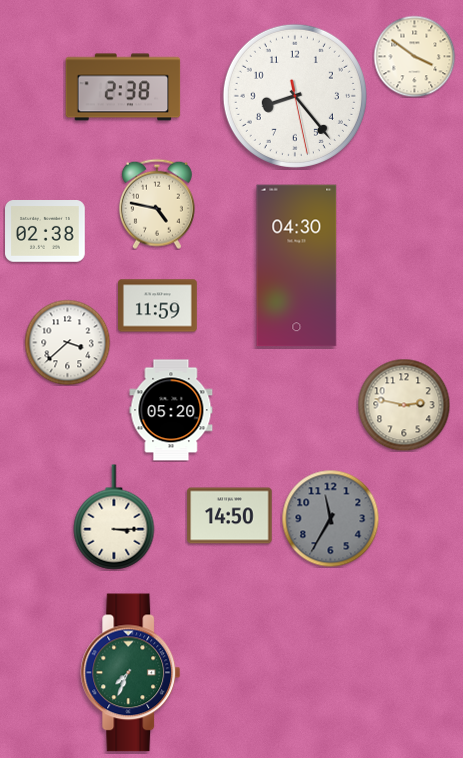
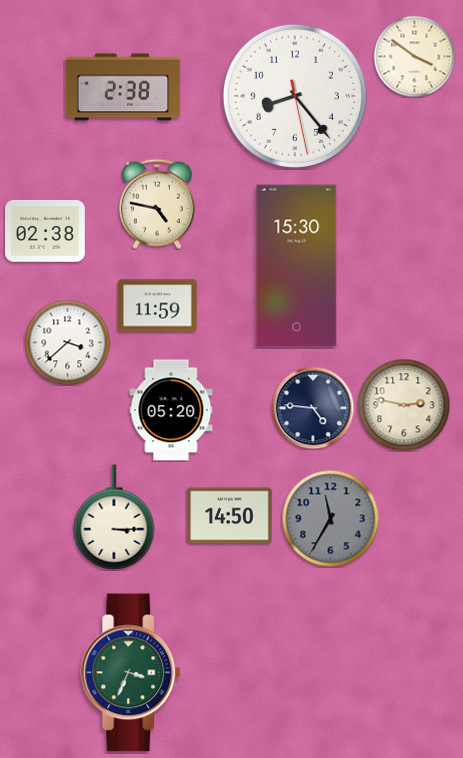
clock at (297, 266): 04:30 -> 15:30
clock at (313, 408): none -> 4:46
clock at (131, 673): 7:34 -> 3:34
